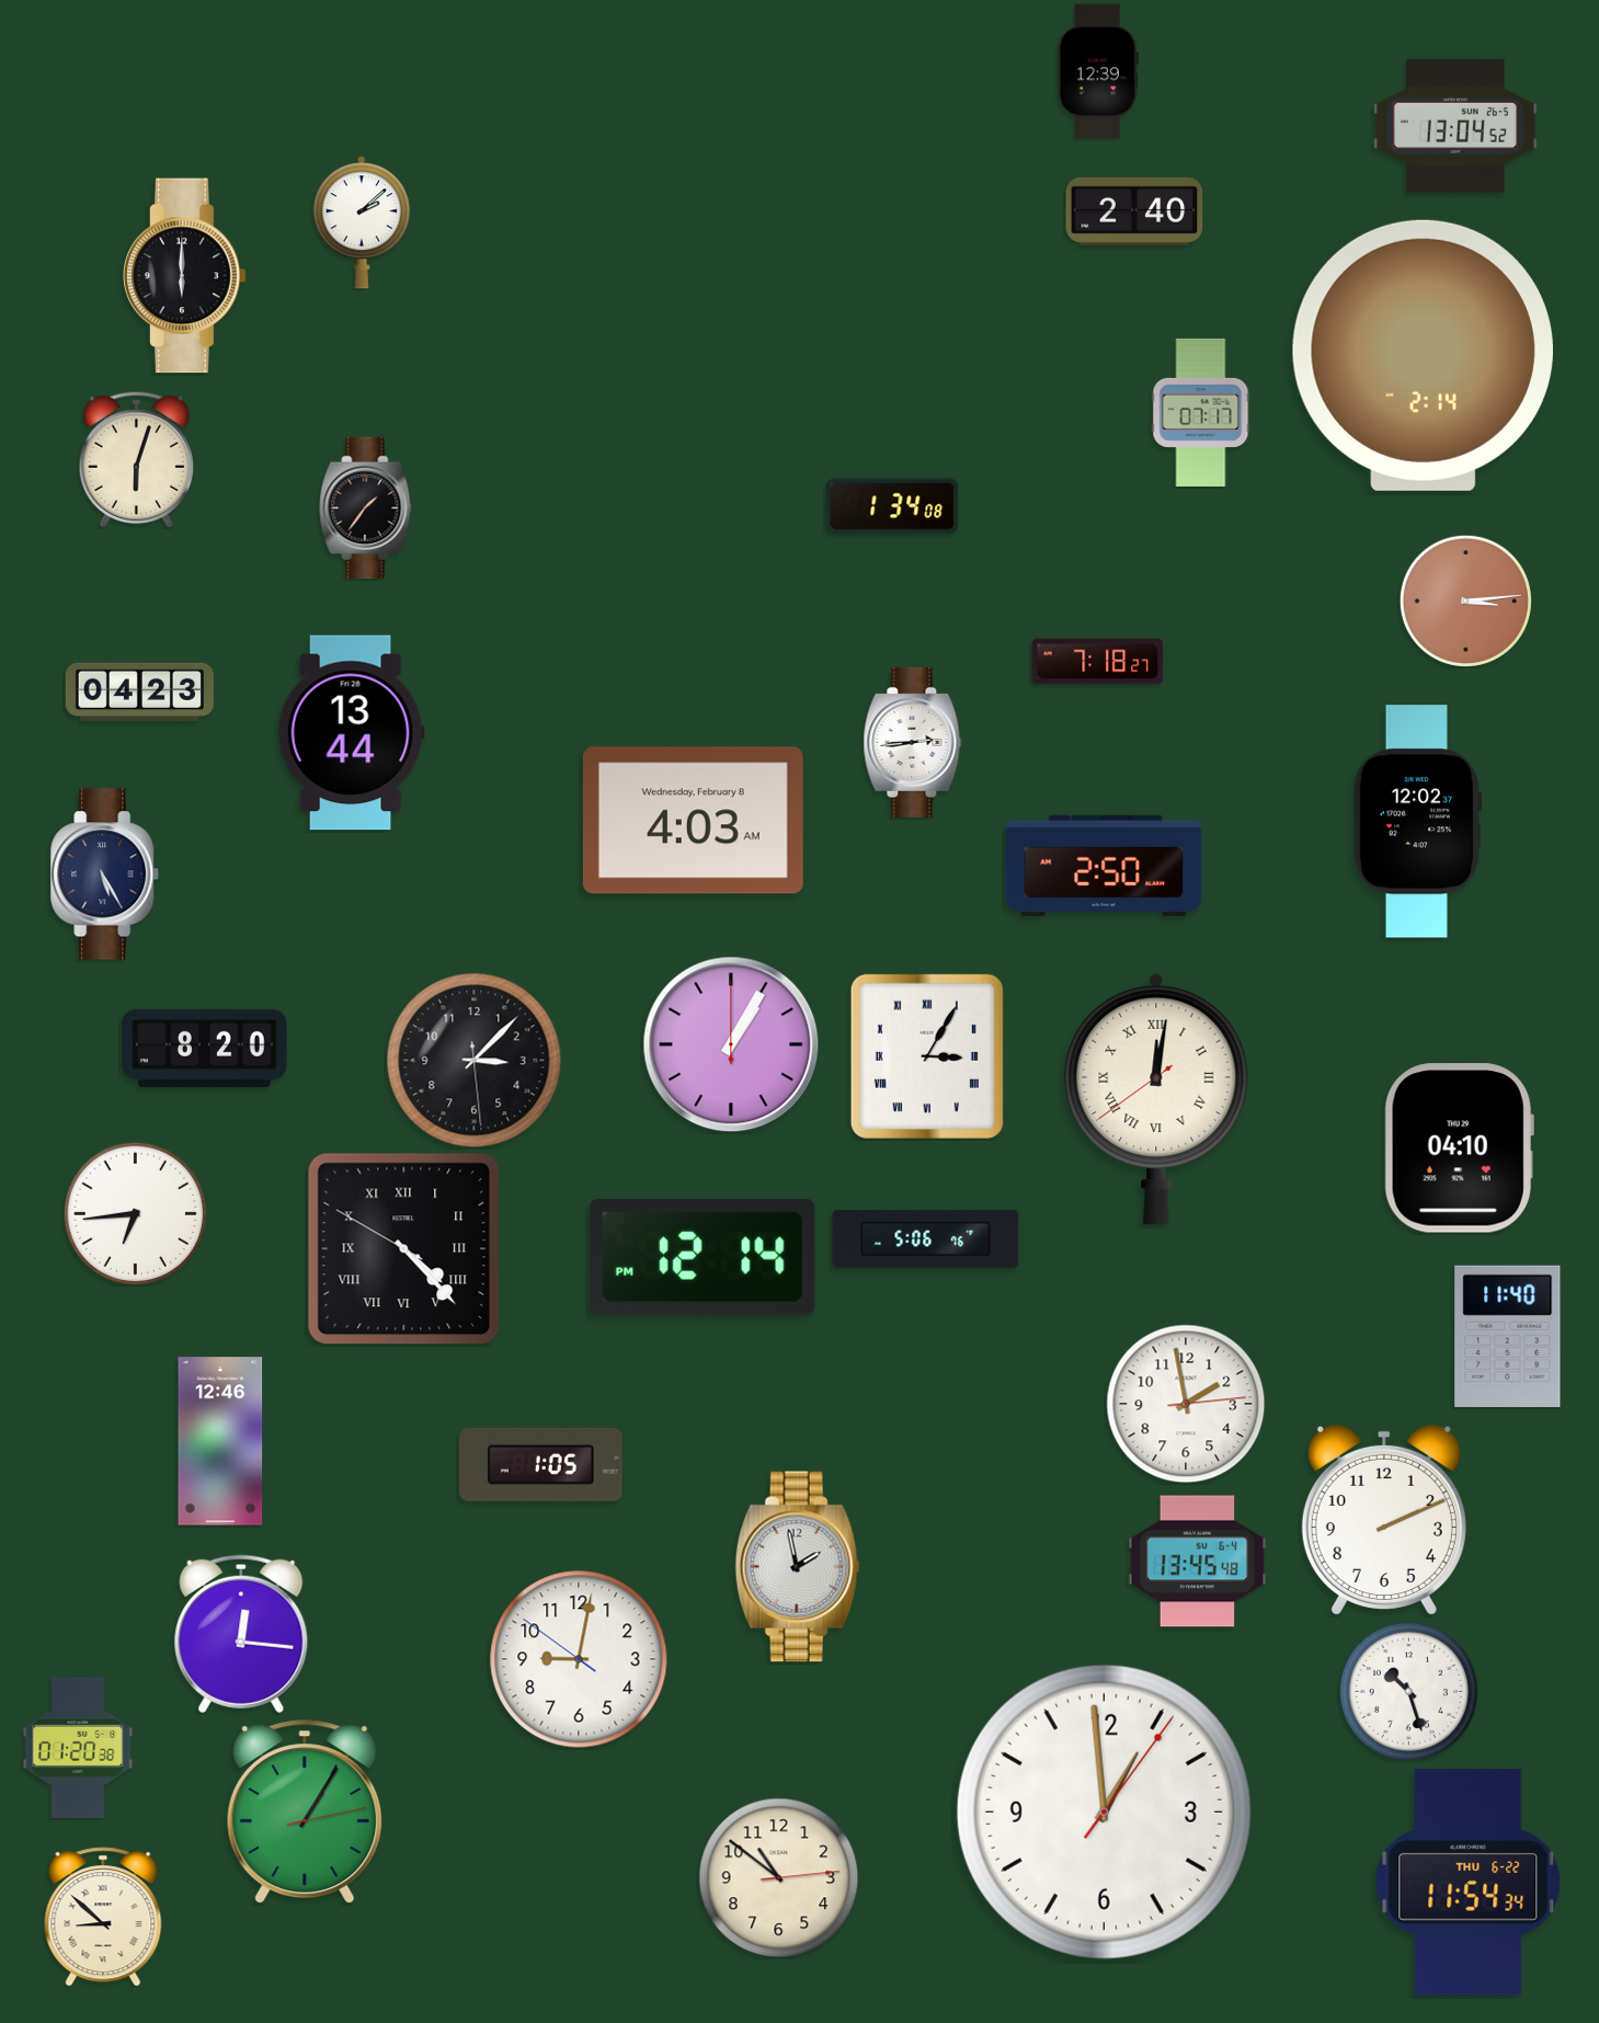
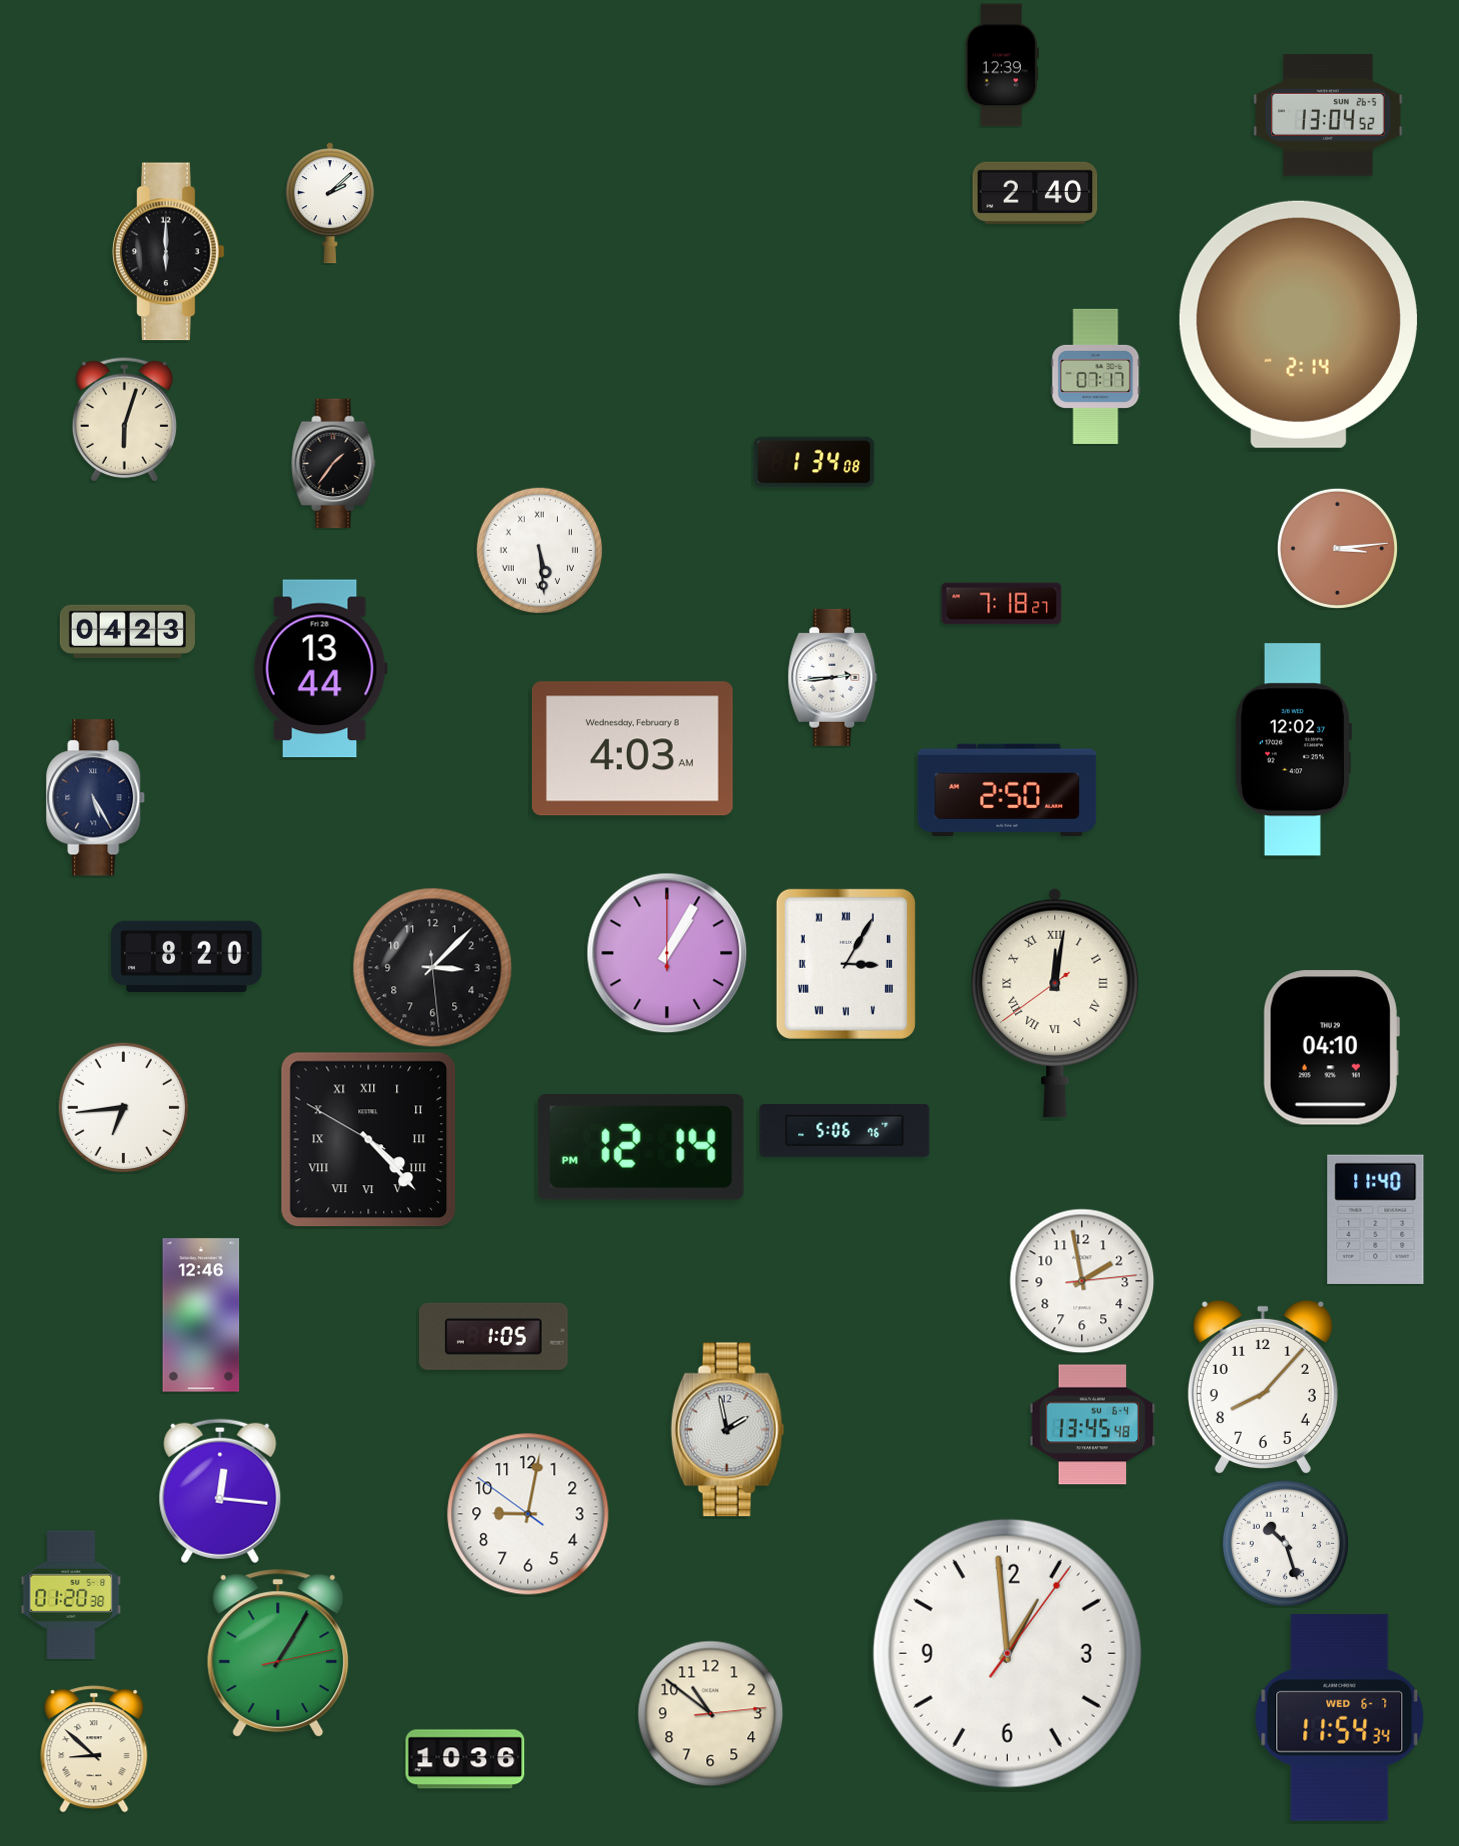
clock at (539, 550): none -> 5:29
clock at (1384, 1519): 2:11 -> 8:07
clock at (1469, 1883) date: THU 6-22 -> WED 6-7
clock at (465, 1759): none -> 10:36
